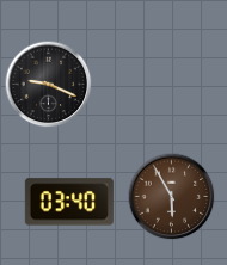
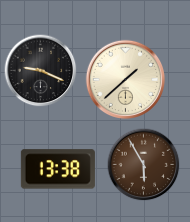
clock at (125, 79): none -> 1:38
clock at (69, 202): 03:40 -> 13:38
